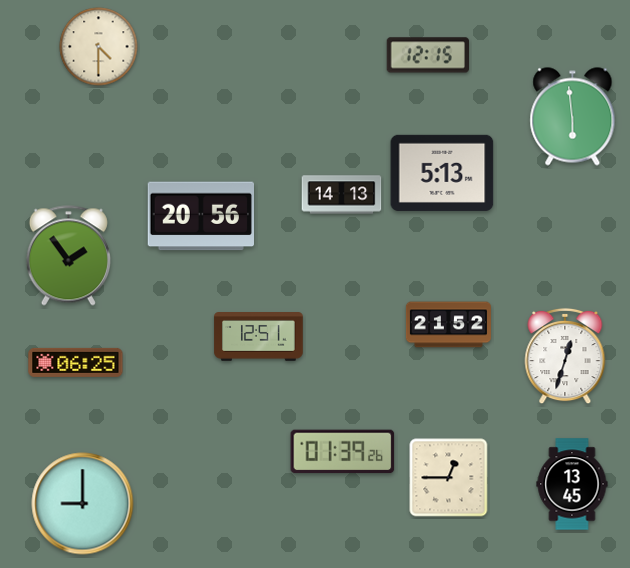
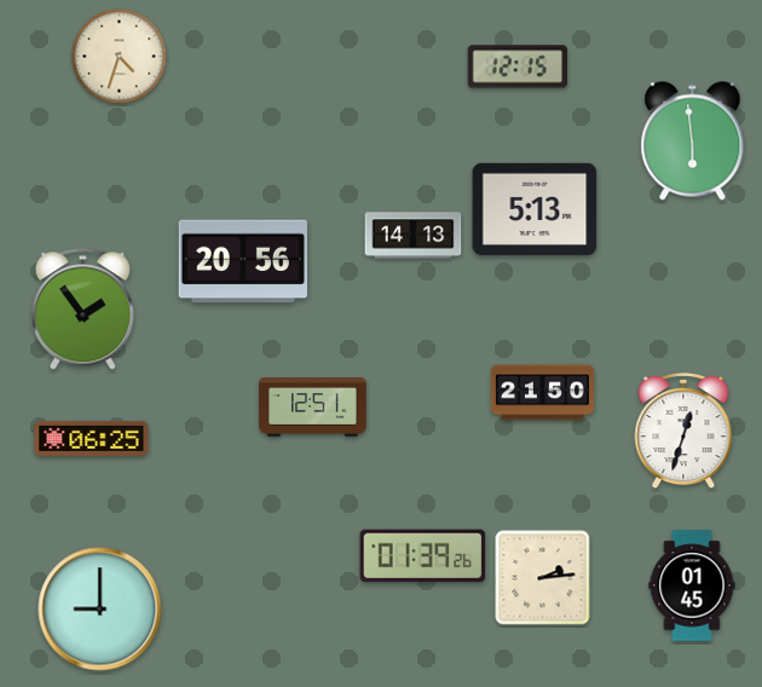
clock at (99, 47): 4:30 -> 4:33
clock at (448, 325): 21:52 -> 21:50
clock at (343, 452) position: (343, 452) -> (423, 556)
clock at (449, 478): 12:45 -> 2:14
clock at (572, 484): 13:45 -> 01:45
